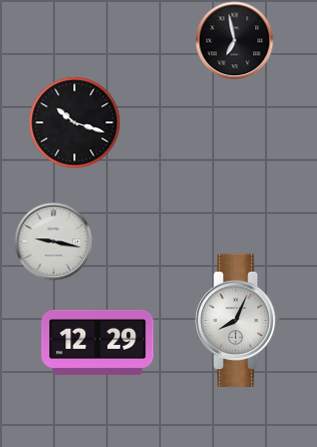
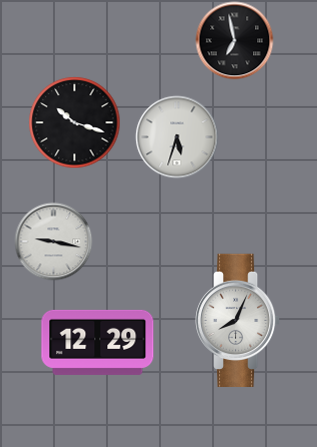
clock at (177, 137): none -> 5:33
